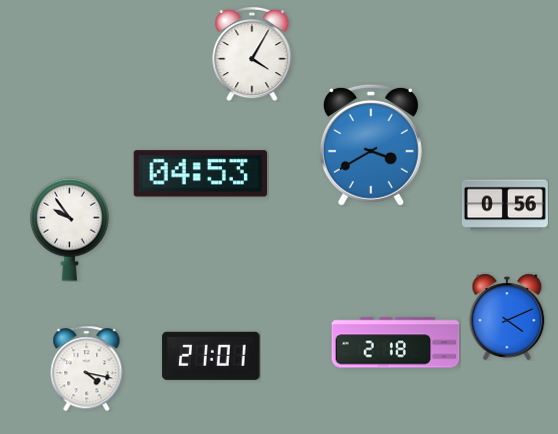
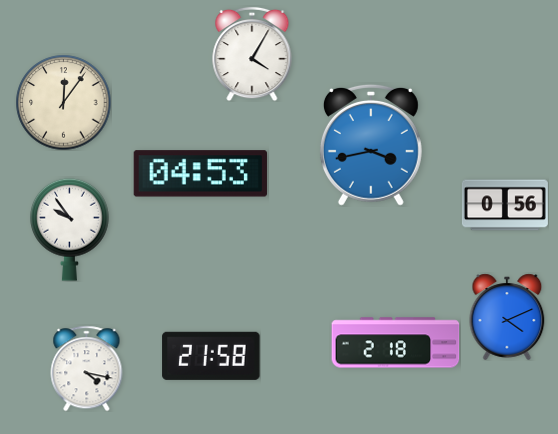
clock at (63, 102): none -> 12:06
clock at (371, 145): 3:40 -> 3:43
clock at (211, 356): 21:01 -> 21:58
